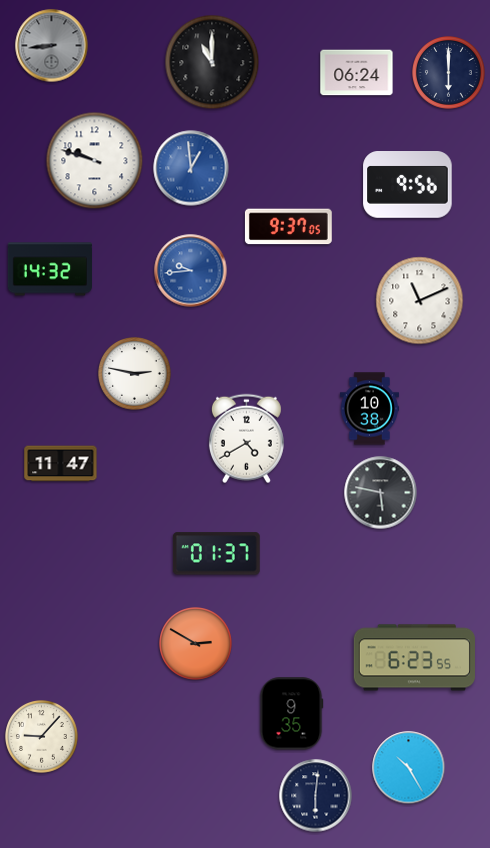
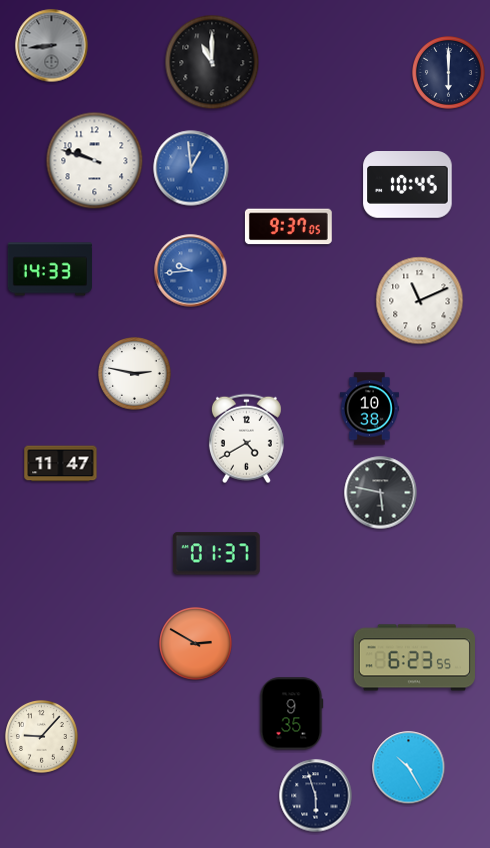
clock at (357, 73): 06:24 -> none
clock at (408, 185): 9:56 -> 10:45
clock at (50, 269): 14:32 -> 14:33
clock at (316, 796): 6:01 -> 5:57
